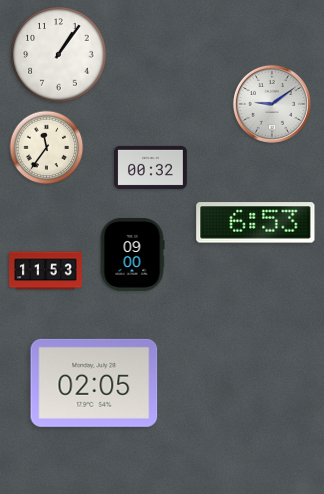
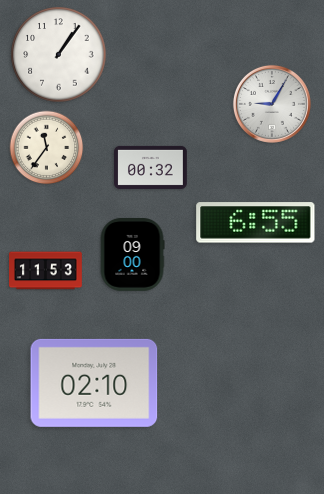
clock at (272, 104): 9:09 -> 9:05
clock at (256, 223): 6:53 -> 6:55
clock at (94, 383): 02:05 -> 02:10
